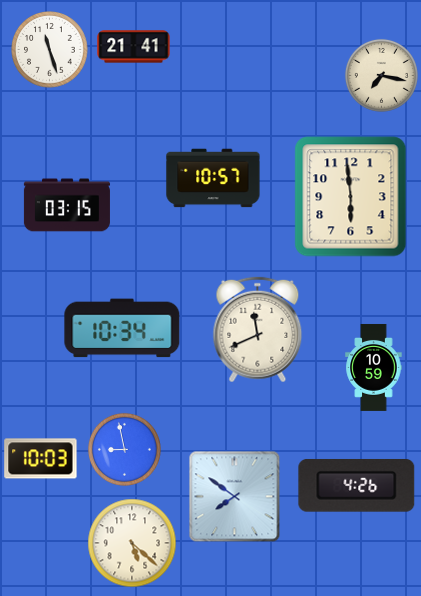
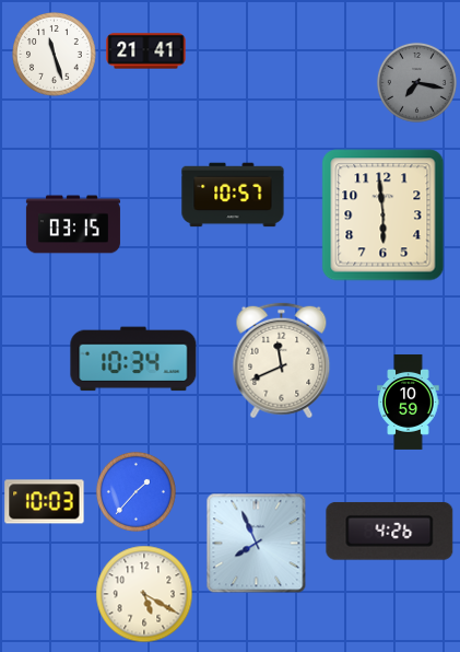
clock at (381, 75) dial: cream -> grey
clock at (124, 449): 8:58 -> 1:37
clock at (235, 497): 7:51 -> 7:56
clock at (132, 543): 5:22 -> 5:20
